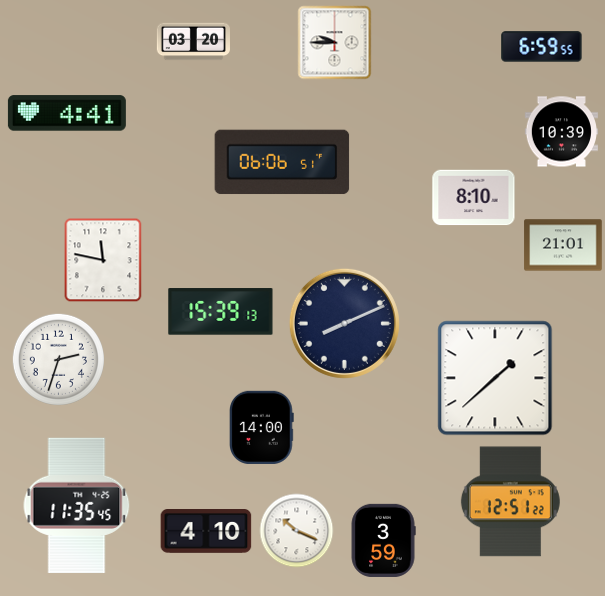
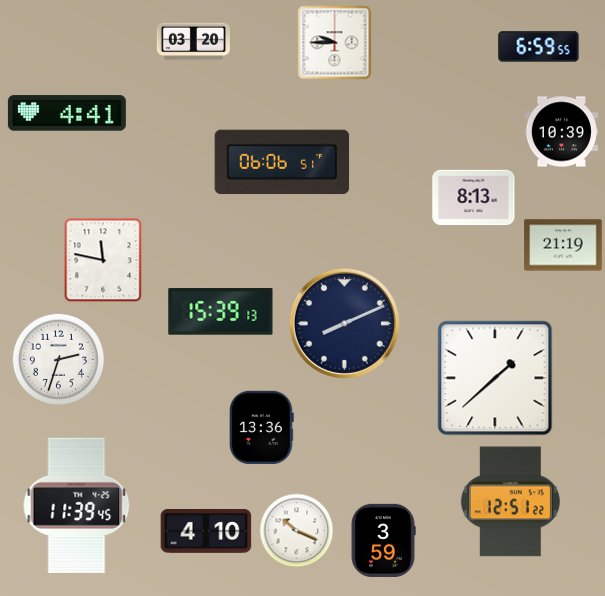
clock at (542, 47) position: (542, 47) -> (539, 47)
clock at (474, 198): 8:10 -> 8:13
clock at (563, 245): 21:01 -> 21:19
clock at (262, 427): 14:00 -> 13:36
clock at (77, 505): 11:35 -> 11:39
